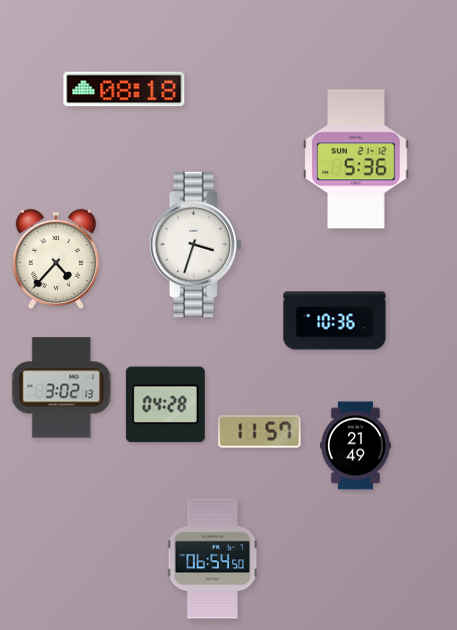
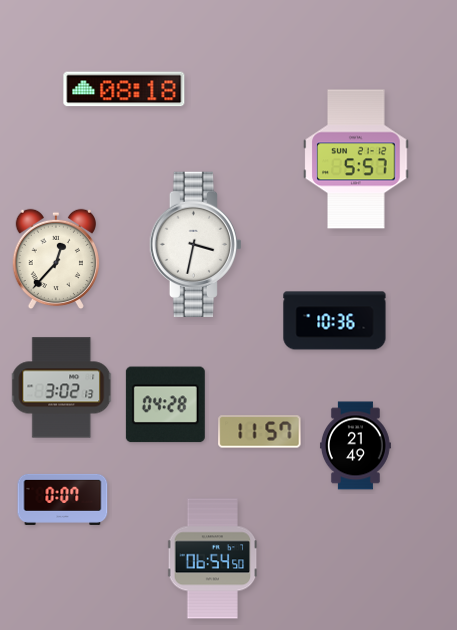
clock at (356, 159): 5:36 -> 5:57
clock at (195, 244): 3:33 -> 3:32
clock at (56, 259): 4:37 -> 12:37
clock at (63, 499): none -> 0:07
